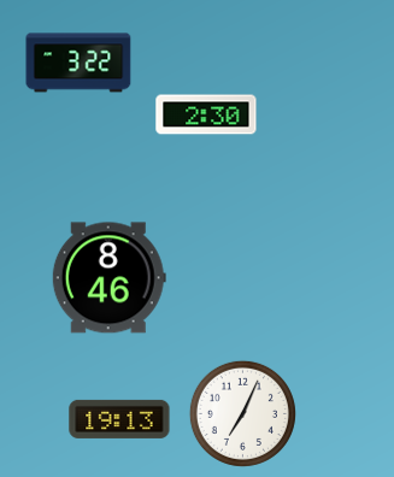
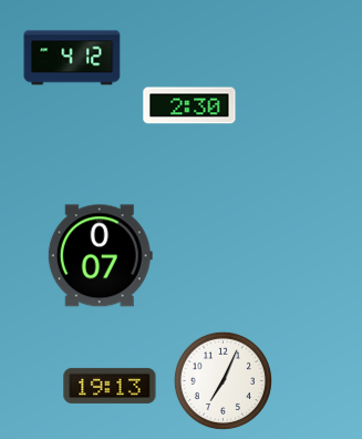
clock at (78, 63): 3:22 -> 4:12
clock at (108, 278): 8:46 -> 0:07
